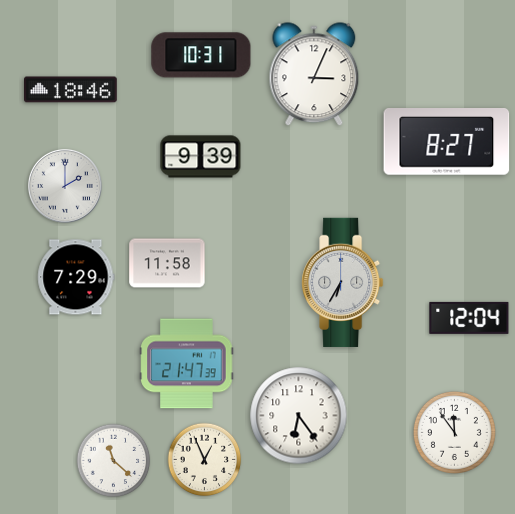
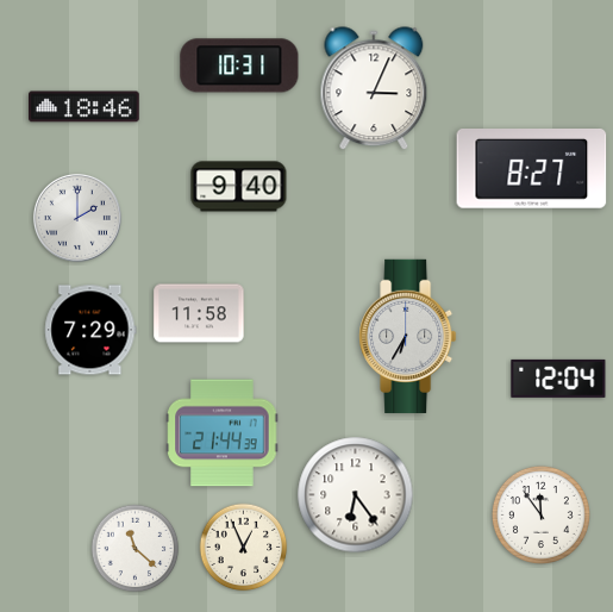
clock at (201, 157): 9:39 -> 9:40
clock at (65, 186) position: (65, 186) -> (77, 218)
clock at (187, 364): 21:47 -> 21:44
